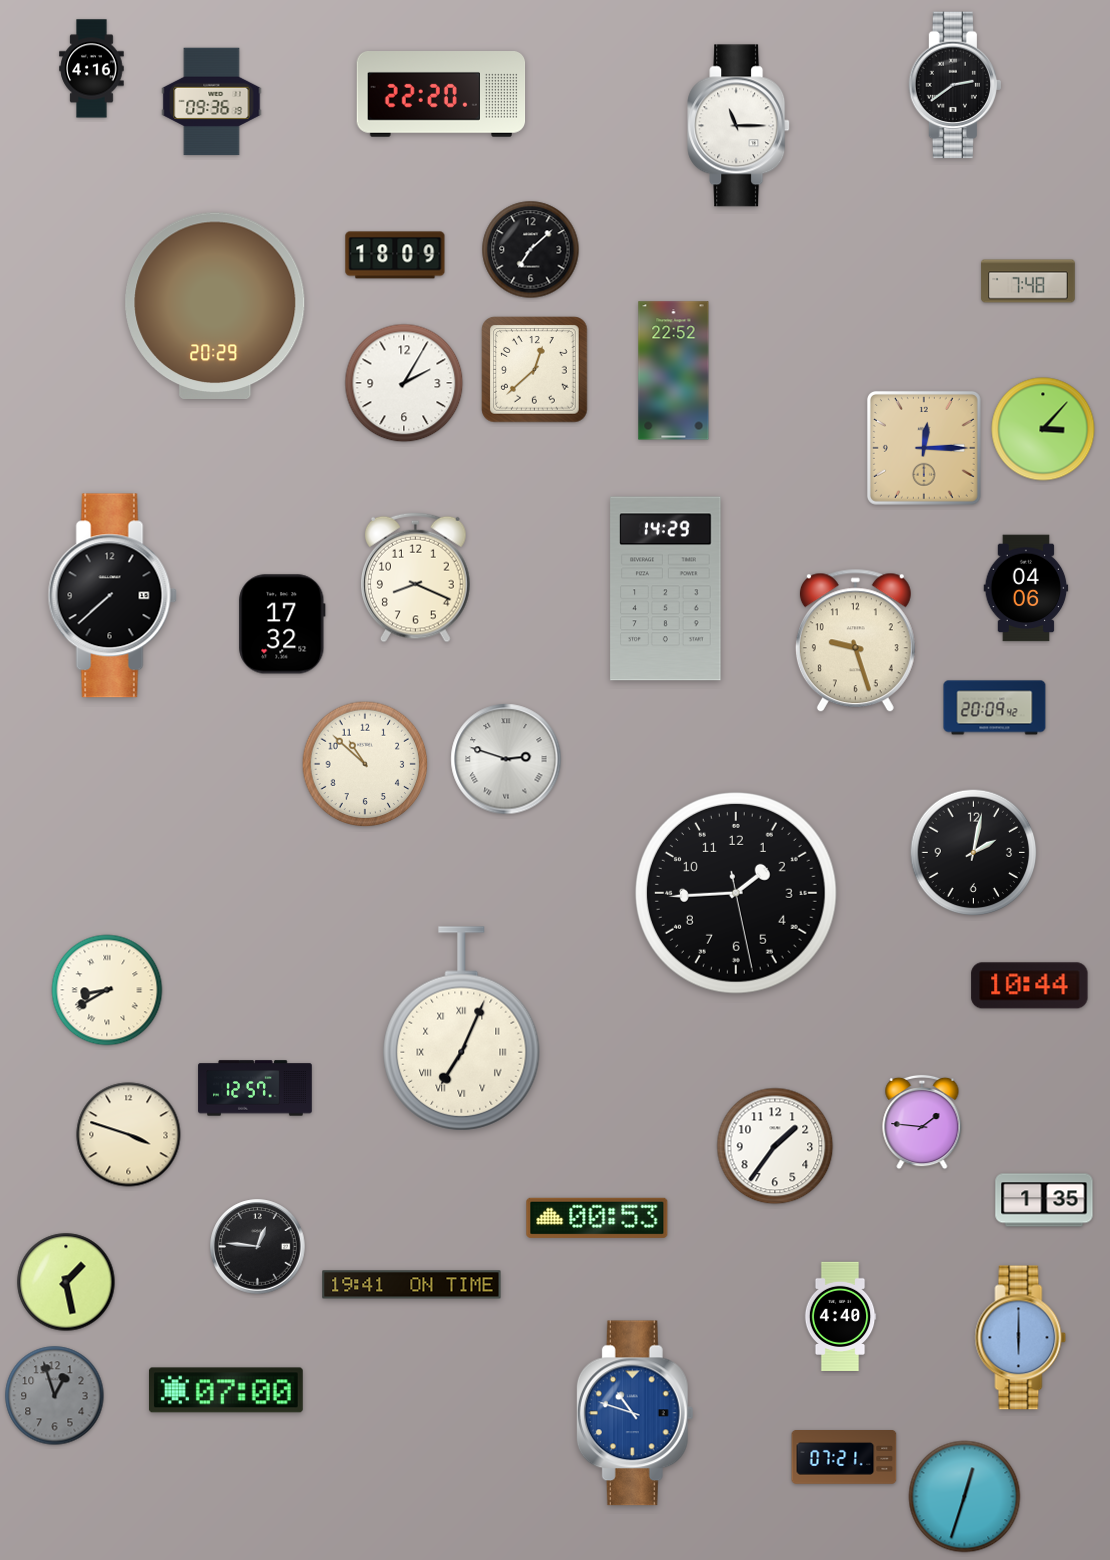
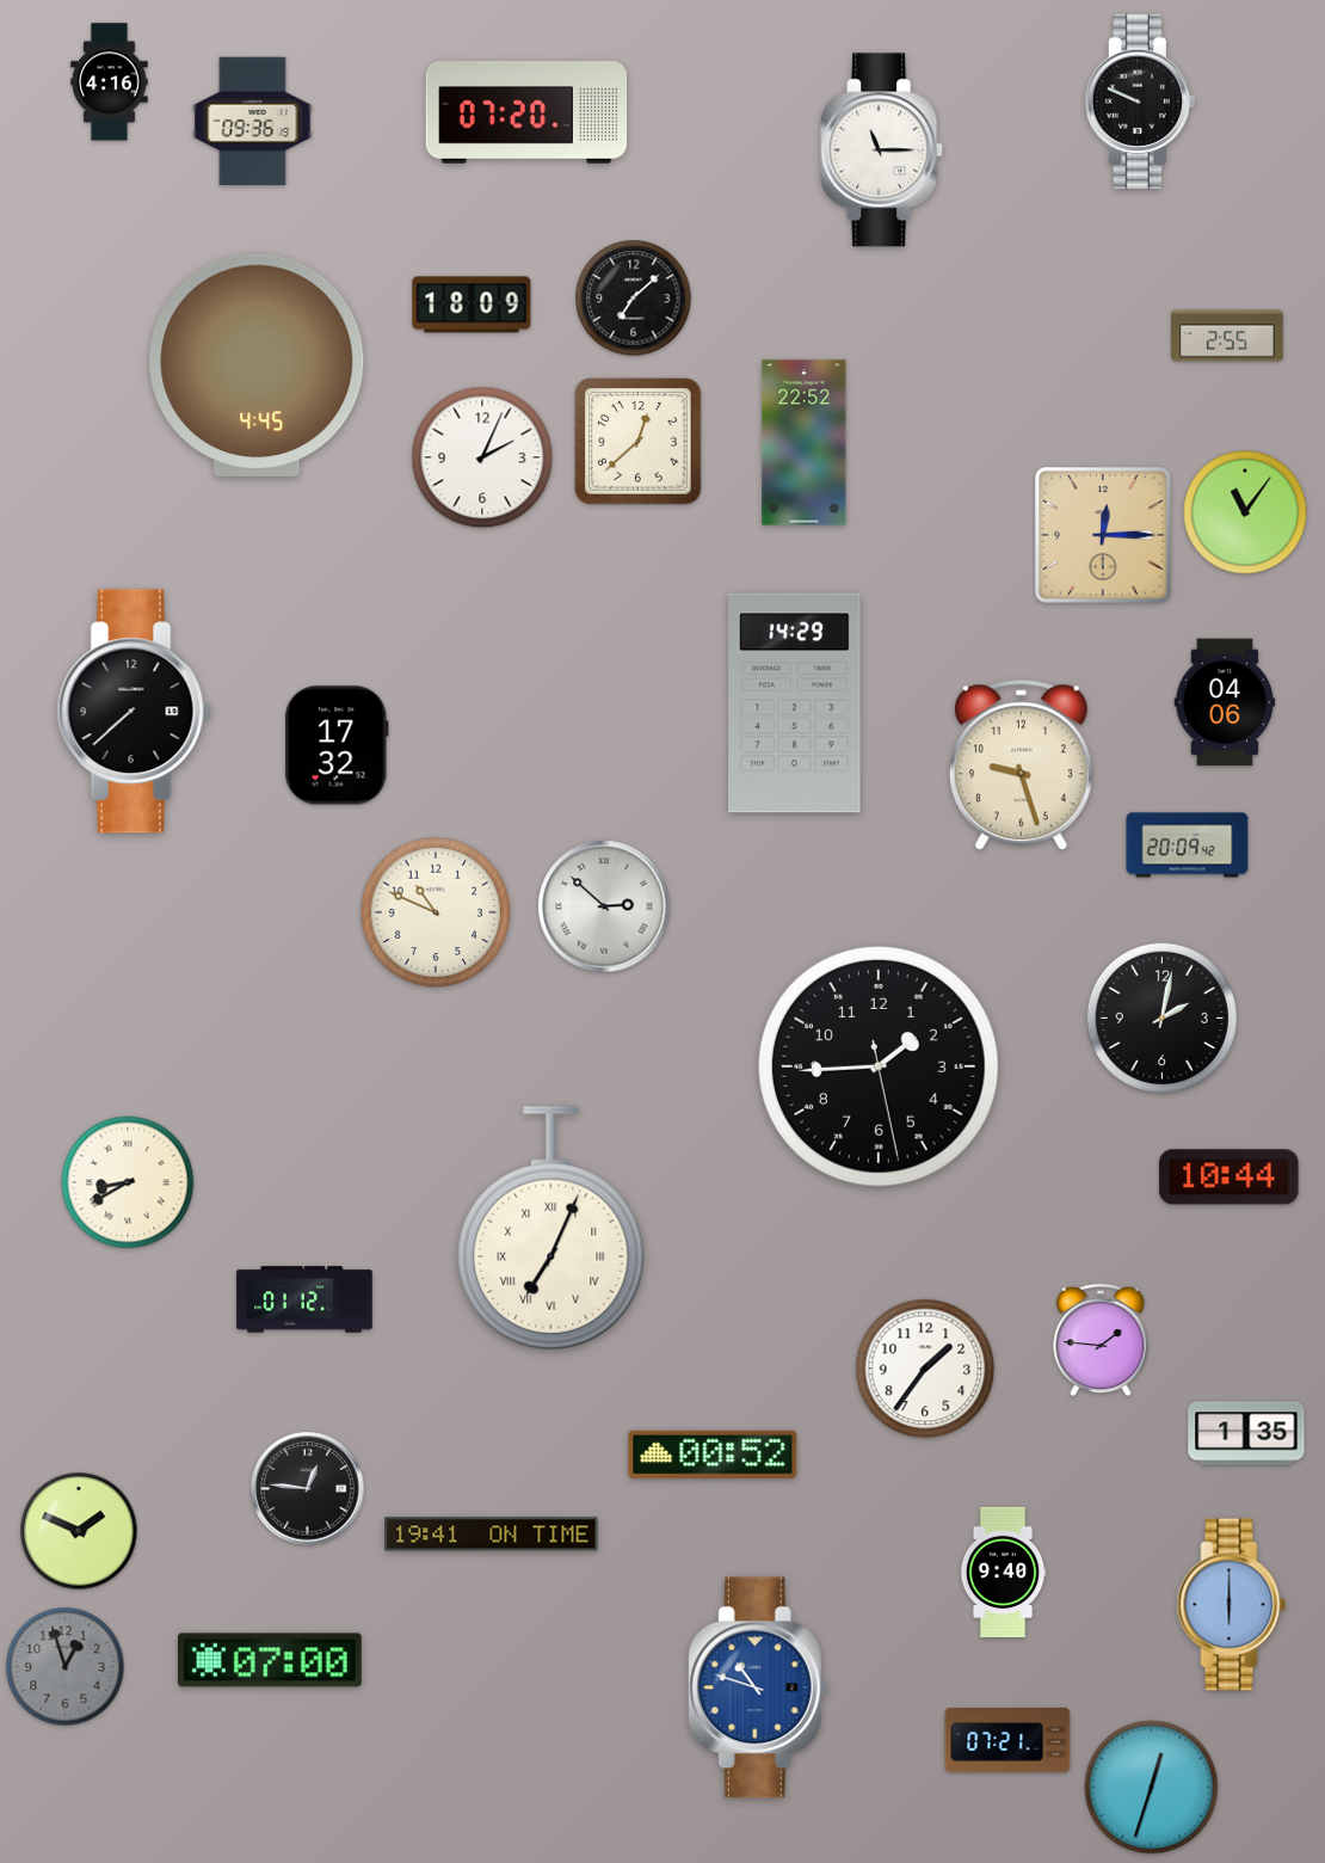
clock at (955, 85): 2:39 -> 9:49
clock at (441, 95): 22:20 -> 07:20
clock at (1028, 281): 7:48 -> 2:55
clock at (215, 305): 20:29 -> 4:45
clock at (404, 383): 2:05 -> 2:04
clock at (1043, 429): 3:07 -> 11:06
clock at (416, 577): 8:19 -> none
clock at (506, 759): 2:48 -> 2:52
clock at (365, 764): 10:52 -> 10:49
clock at (255, 1088): 12:57 -> 01:12
clock at (129, 1135): 3:48 -> none
clock at (597, 1218): 00:53 -> 00:52
clock at (66, 1282): 1:28 -> 1:49
clock at (840, 1316): 4:40 -> 9:40
clock at (1021, 1338) position: (1021, 1338) -> (1232, 1605)
